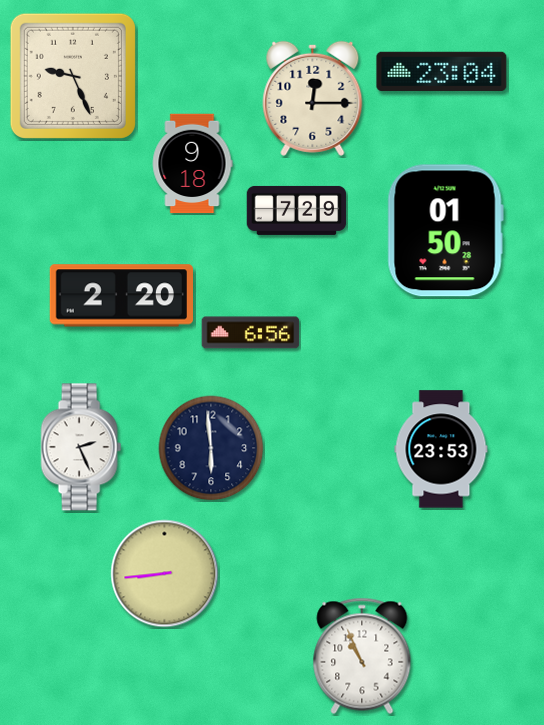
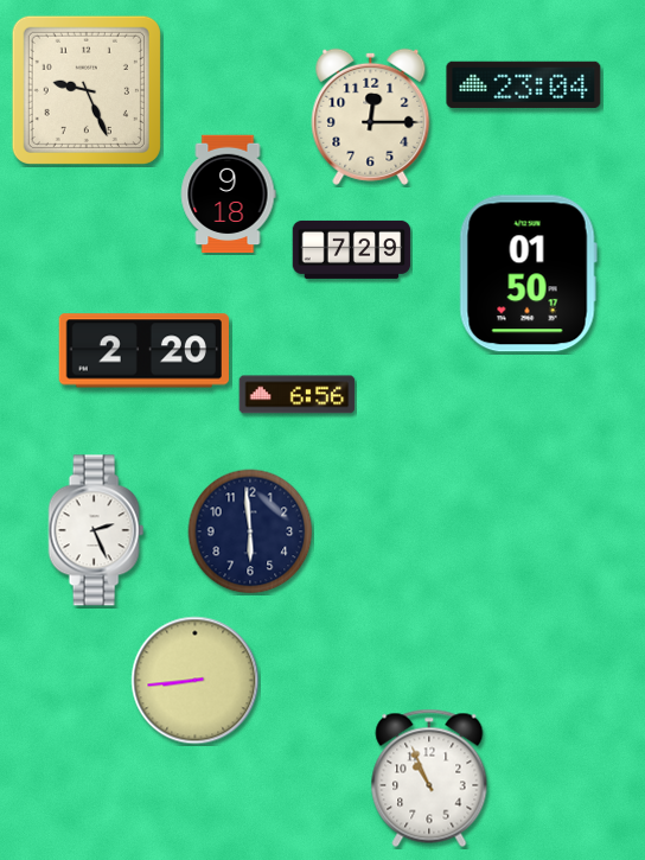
clock at (445, 231): 01:50:28 -> 01:50:17
clock at (441, 449): 23:53 -> none
